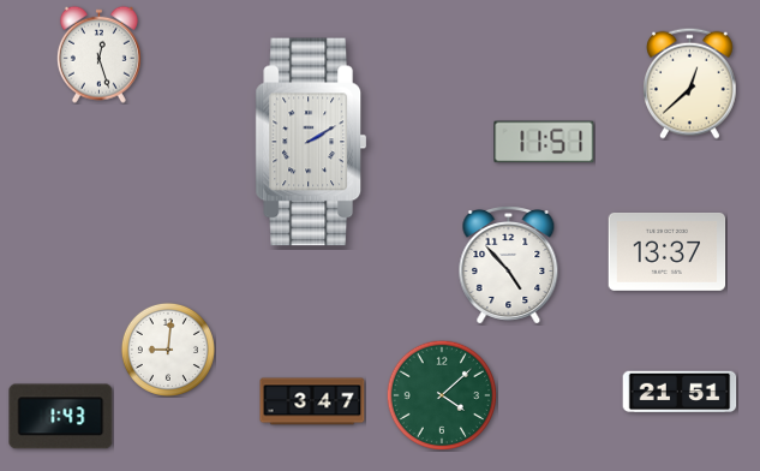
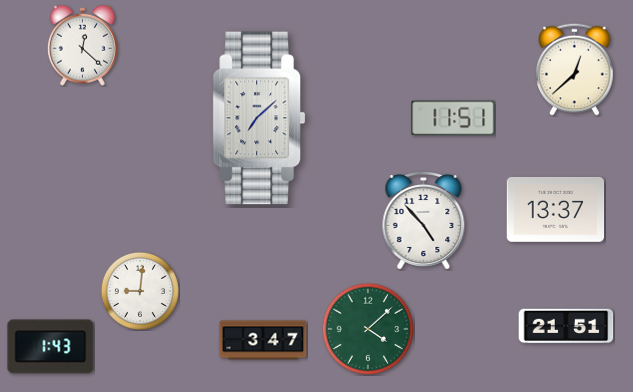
clock at (98, 54): 12:27 -> 12:22
clock at (311, 142): 2:10 -> 7:08
clock at (312, 401) position: (312, 401) -> (263, 340)
